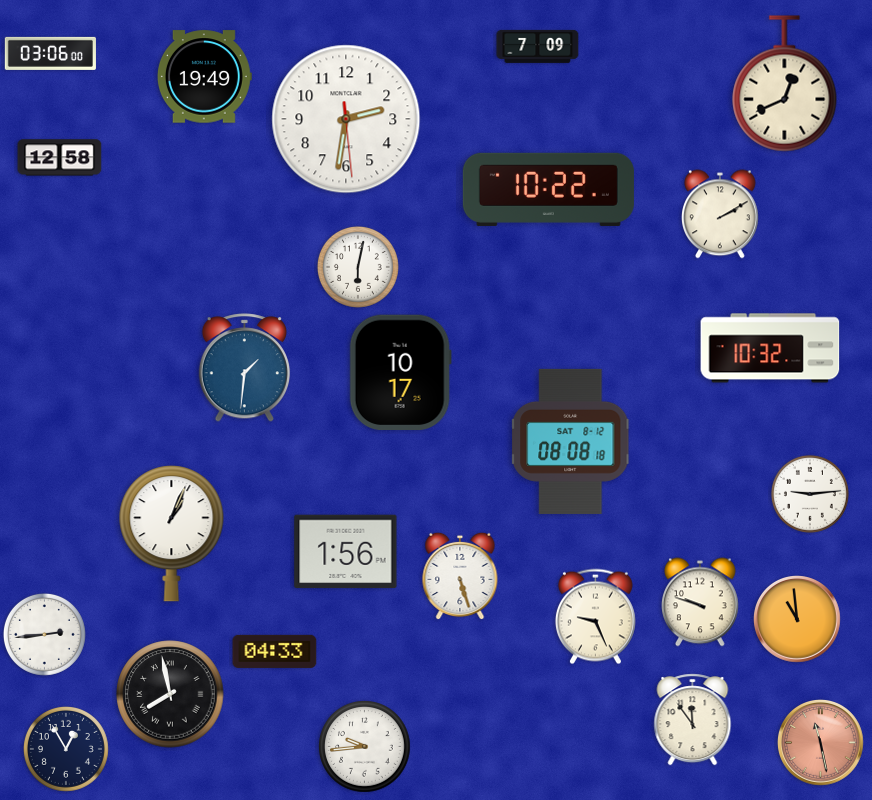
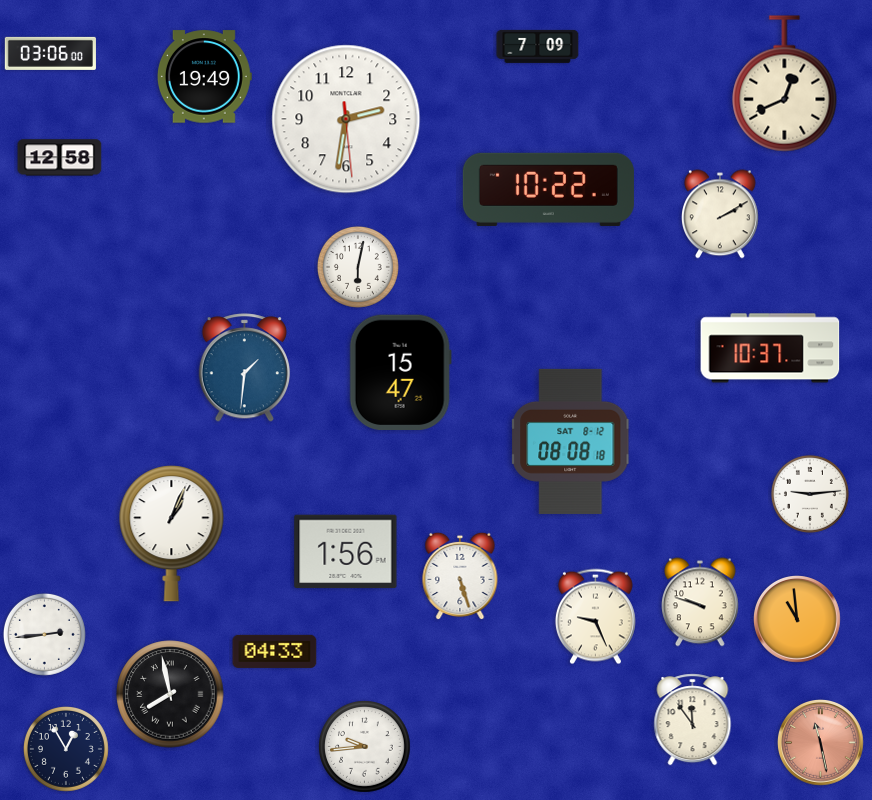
clock at (770, 348): 10:32 -> 10:37
clock at (400, 372): 10:17 -> 15:47
